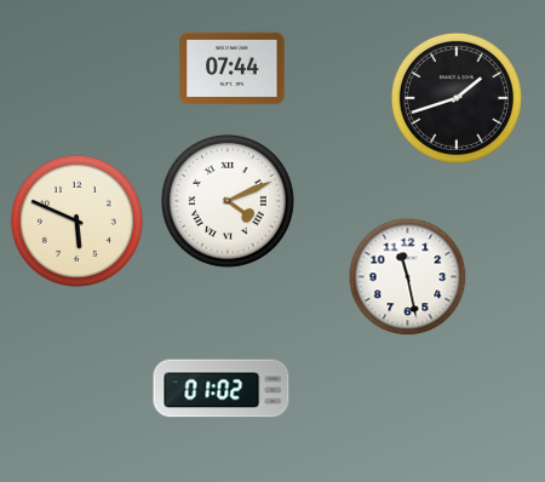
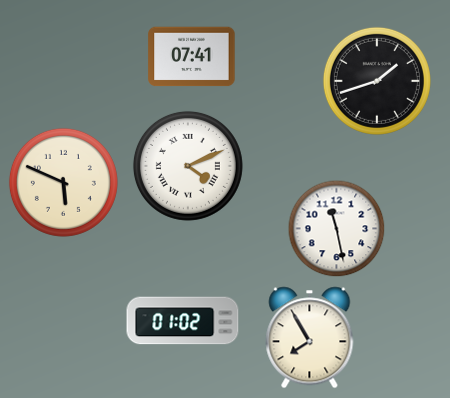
clock at (233, 69): 07:44 -> 07:41
clock at (310, 338): none -> 7:55
